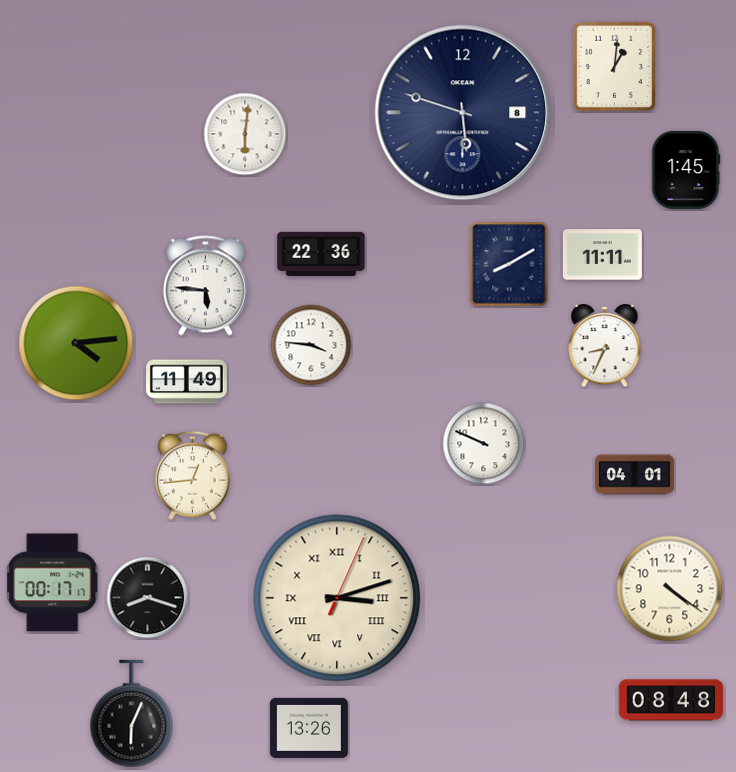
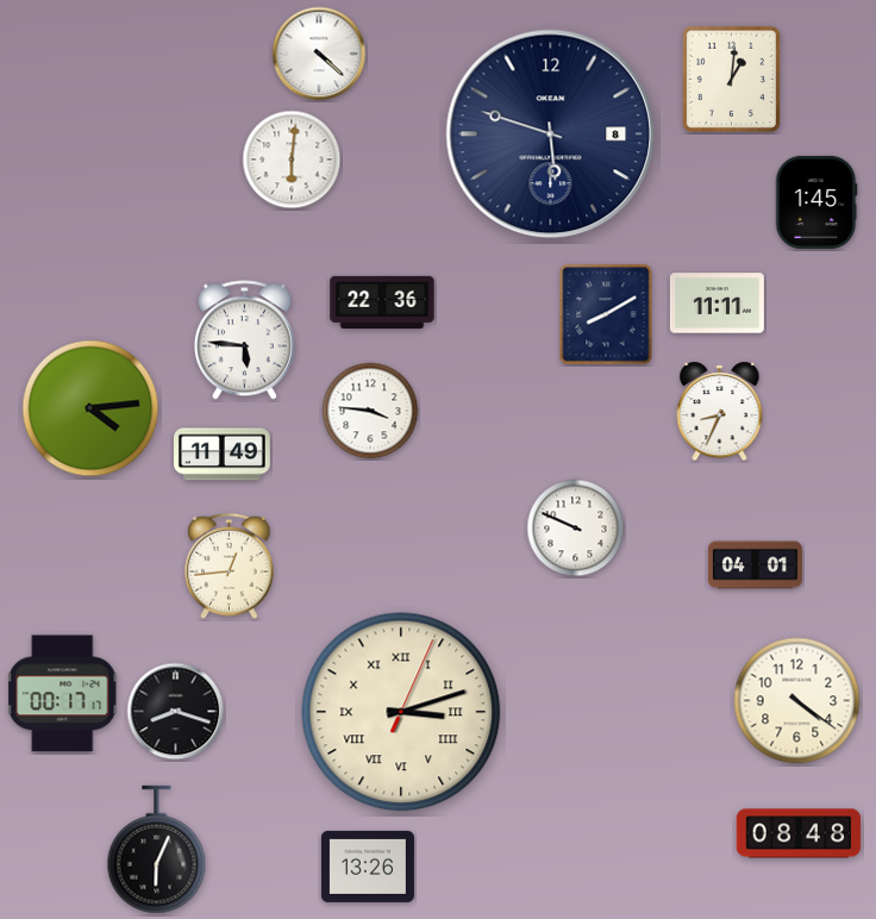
clock at (319, 54): none -> 4:22
